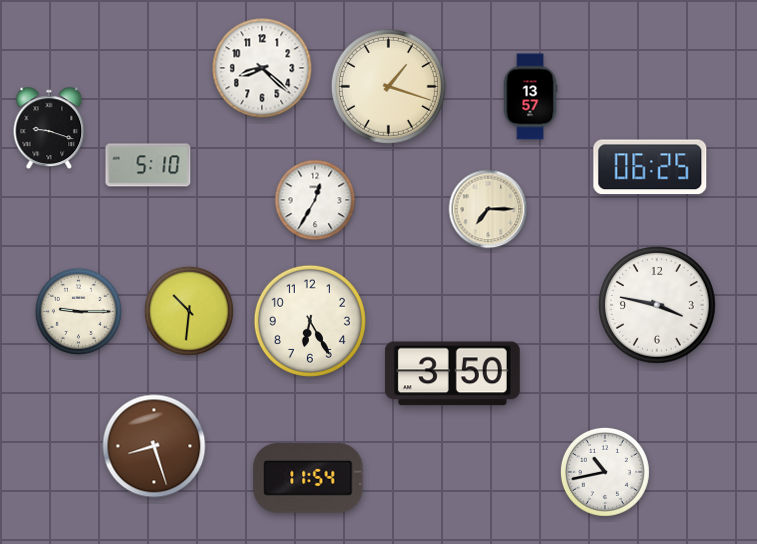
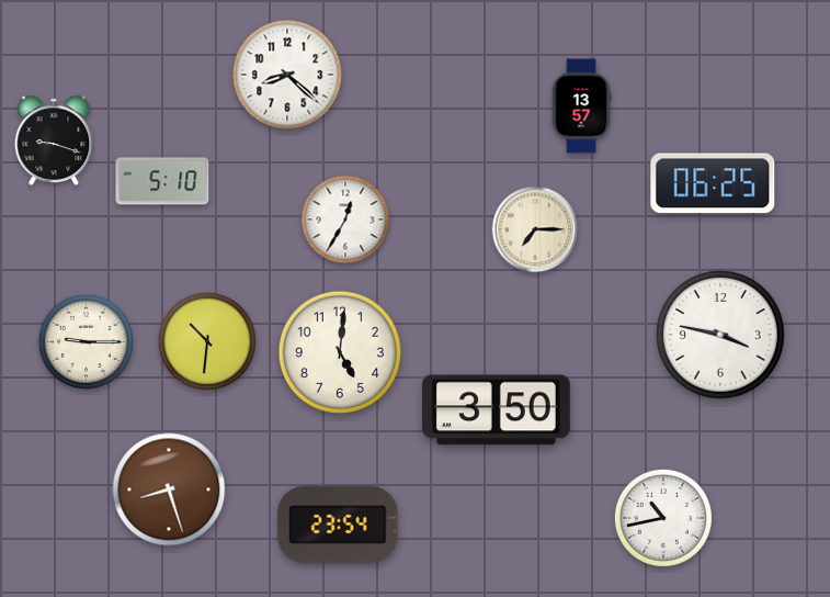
clock at (388, 86): 1:18 -> none
clock at (310, 321): 6:25 -> 5:01
clock at (308, 478): 11:54 -> 23:54
